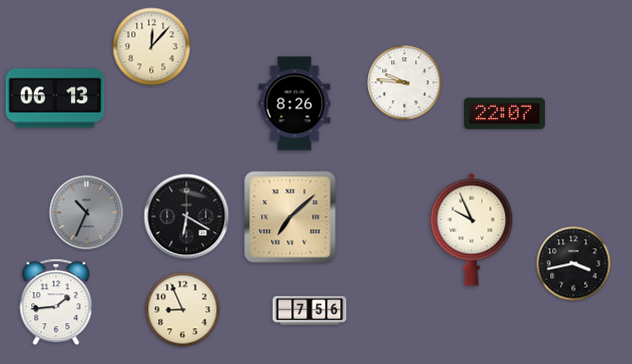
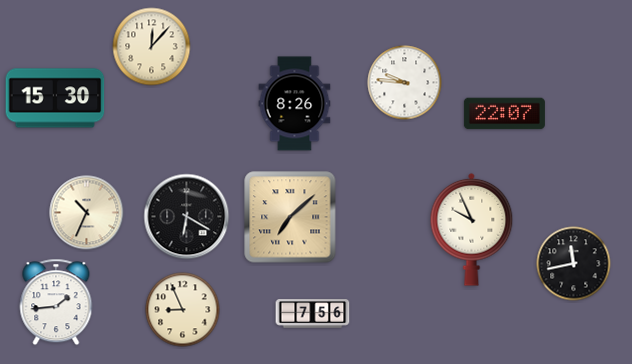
clock at (55, 98): 06:13 -> 15:30
clock at (87, 213) dial: grey -> cream
clock at (574, 264): 3:43 -> 11:43
clock at (310, 311) position: (310, 311) -> (313, 314)
